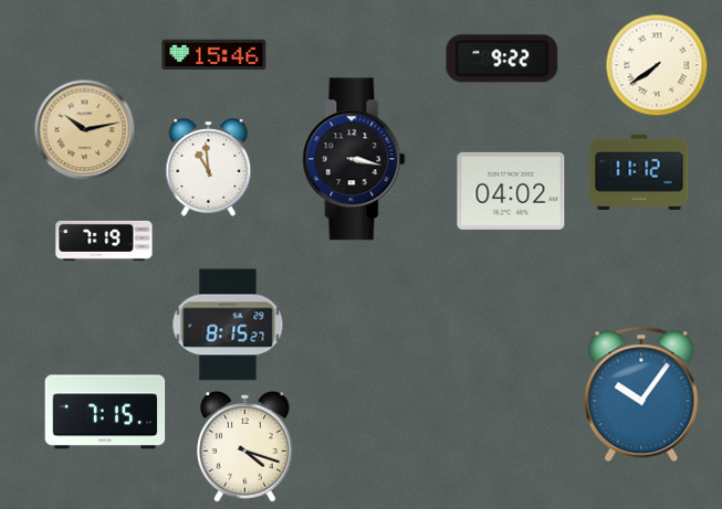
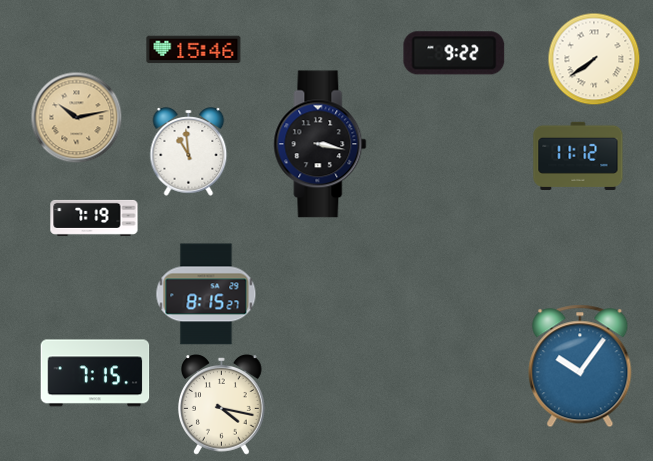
clock at (511, 191): 04:02 -> none
clock at (641, 394) position: (641, 394) -> (580, 366)
clock at (245, 447): 4:18 -> 4:17
